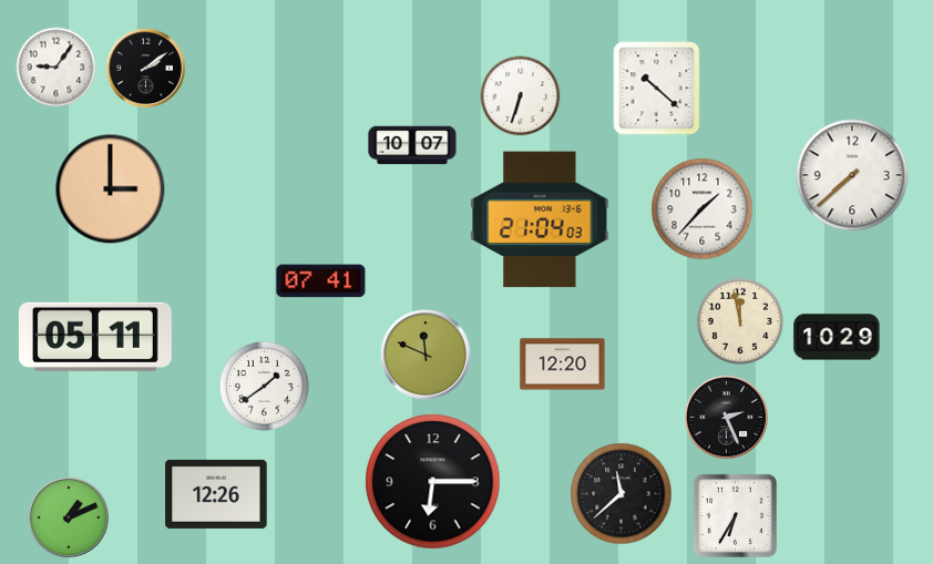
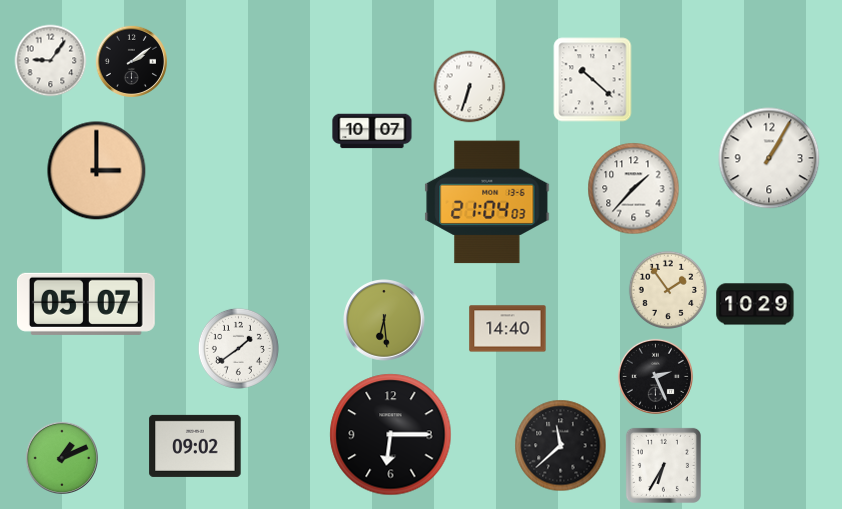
clock at (852, 175): 7:38 -> 1:05
clock at (111, 189) position: (111, 189) -> (97, 171)
clock at (540, 219) position: (540, 219) -> (487, 202)
clock at (321, 281): 07:41 -> none
clock at (739, 320): 11:58 -> 1:54
clock at (95, 337): 05:11 -> 05:07
clock at (426, 355): 11:49 -> 6:29
clock at (563, 365): 12:20 -> 14:40
clock at (216, 494): 12:26 -> 09:02
clock at (69, 517) position: (69, 517) -> (62, 458)
